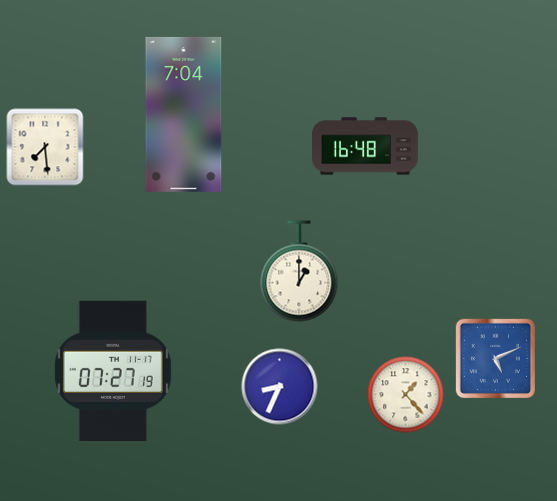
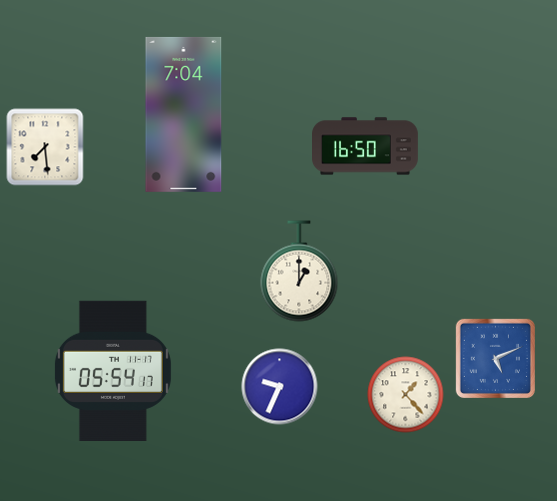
clock at (366, 146): 16:48 -> 16:50
clock at (113, 370): 07:27 -> 05:54
clock at (280, 387): 8:34 -> 9:34
